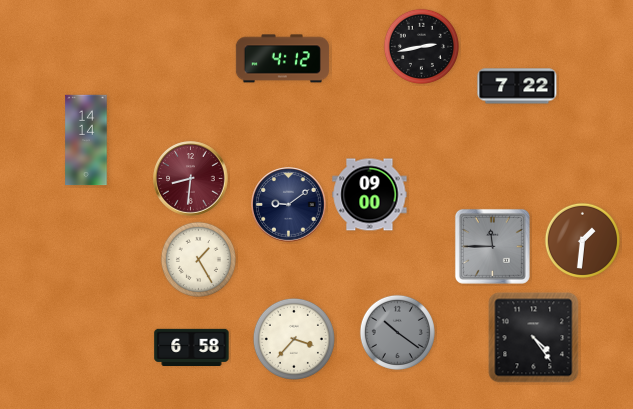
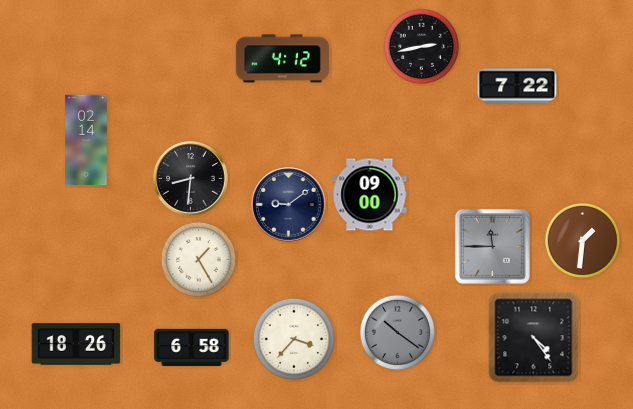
clock at (86, 140): 14:14 -> 02:14
clock at (191, 179) dial: burgundy -> black
clock at (76, 344): none -> 18:26
